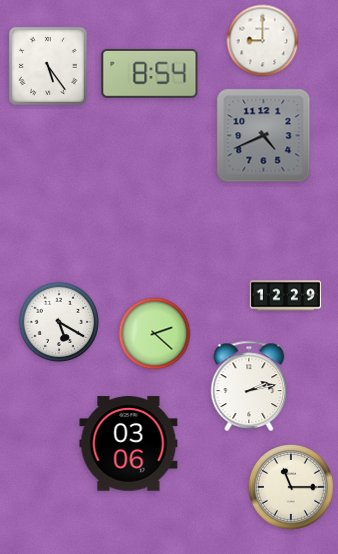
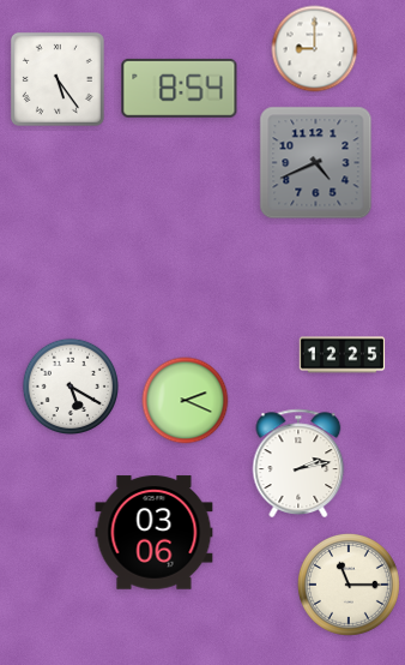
clock at (286, 296): 12:29 -> 12:25
clock at (155, 334): 2:22 -> 2:19
